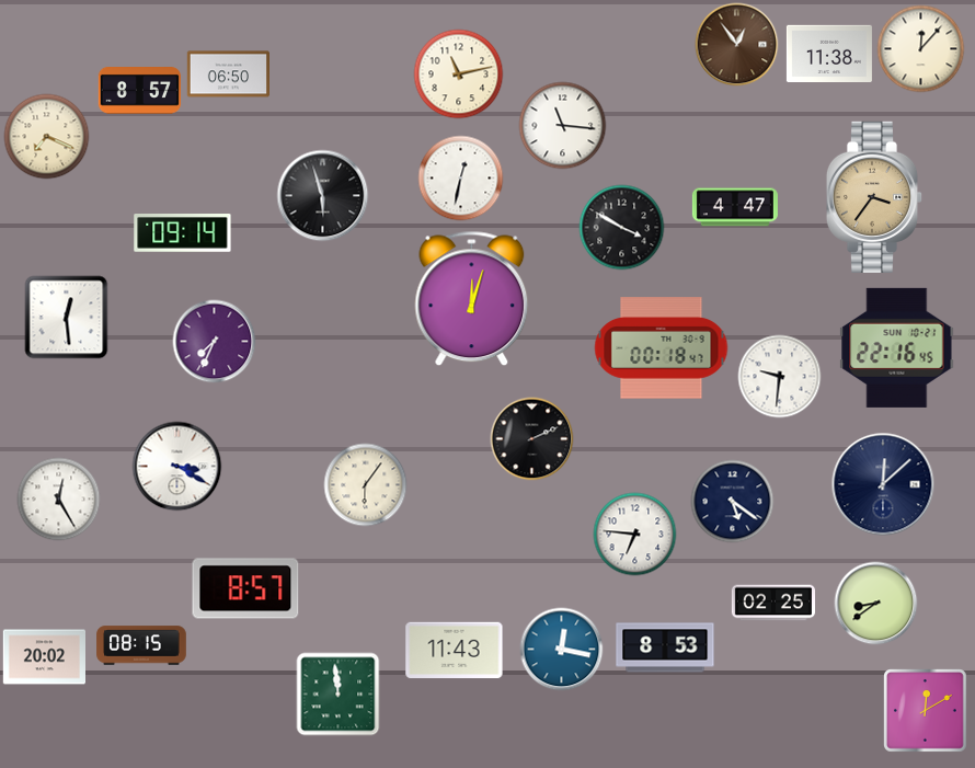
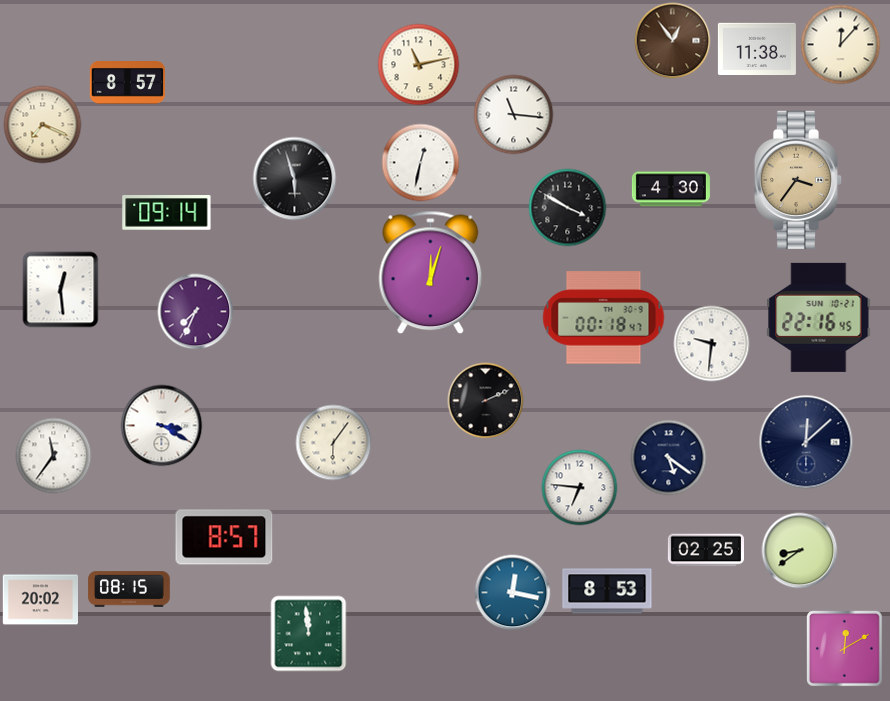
clock at (228, 74): 06:50 -> none
clock at (459, 74) position: (459, 74) -> (419, 65)
clock at (735, 207): 4:47 -> 4:30
clock at (59, 500): 12:25 -> 11:36
clock at (455, 651): 11:43 -> none
